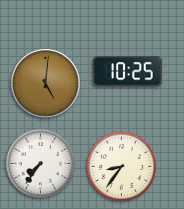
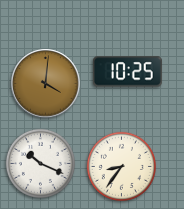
clock at (46, 84): 5:01 -> 4:01
clock at (40, 163): 7:36 -> 10:19
